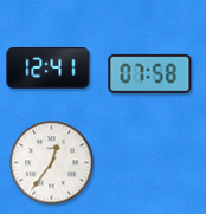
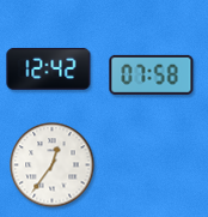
clock at (49, 67): 12:41 -> 12:42
